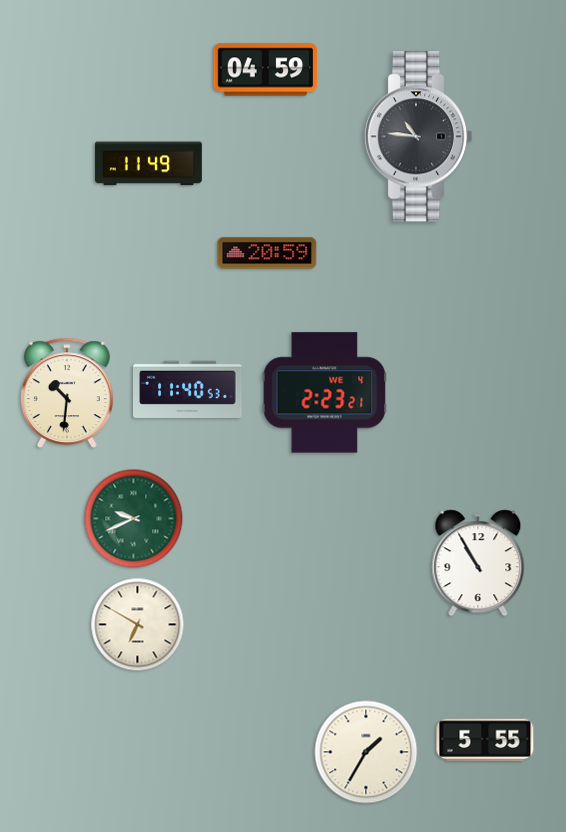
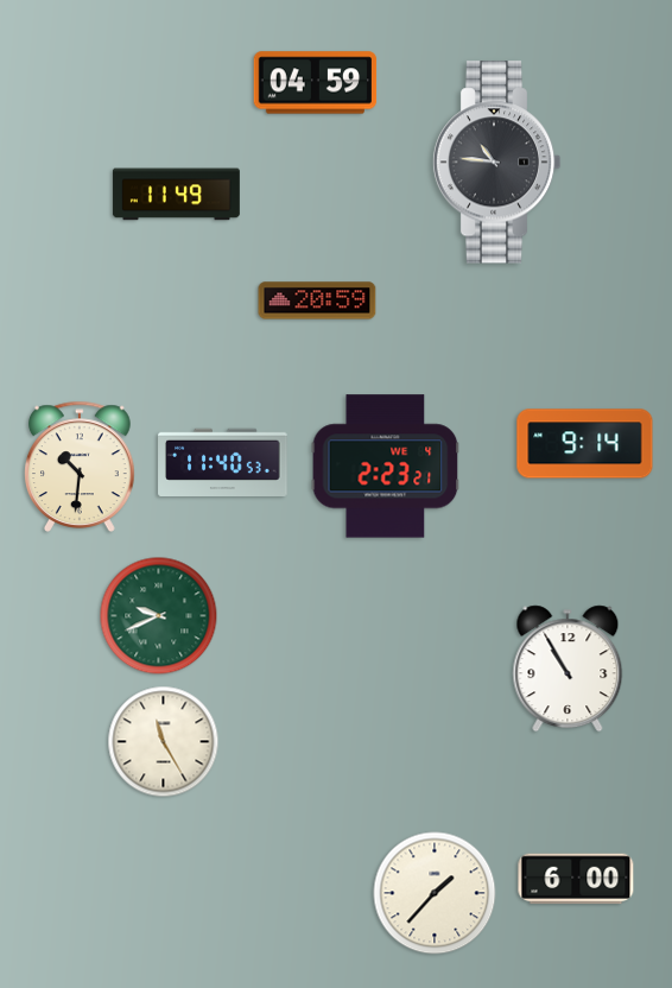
clock at (585, 444): none -> 9:14
clock at (138, 625): 6:50 -> 11:25
clock at (485, 740): 5:55 -> 6:00
clock at (366, 752): 1:35 -> 1:37
